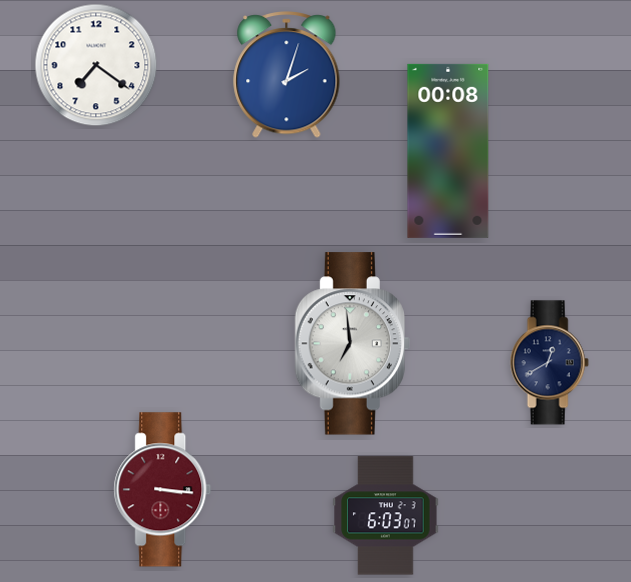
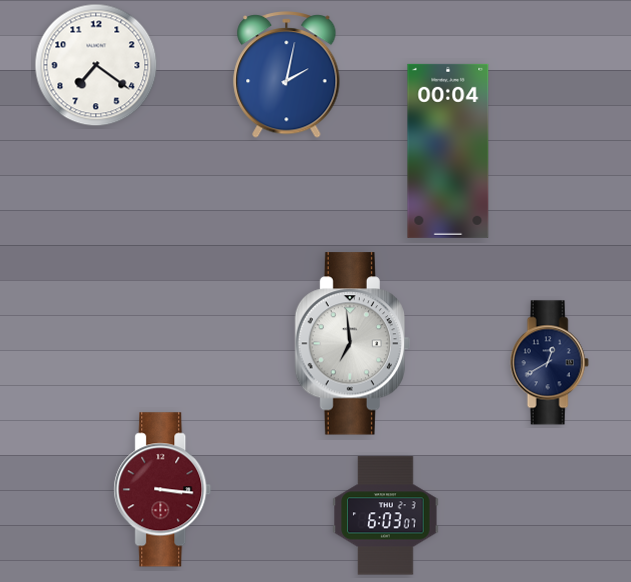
clock at (287, 75): 2:03 -> 2:02
clock at (448, 151): 00:08 -> 00:04
